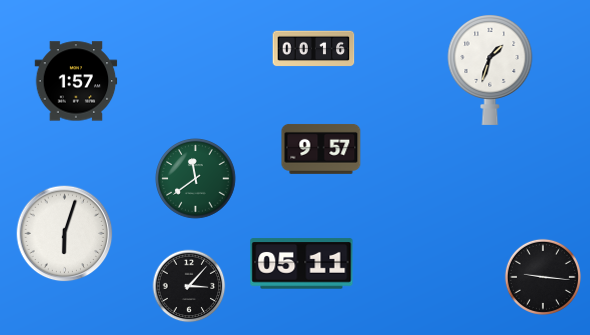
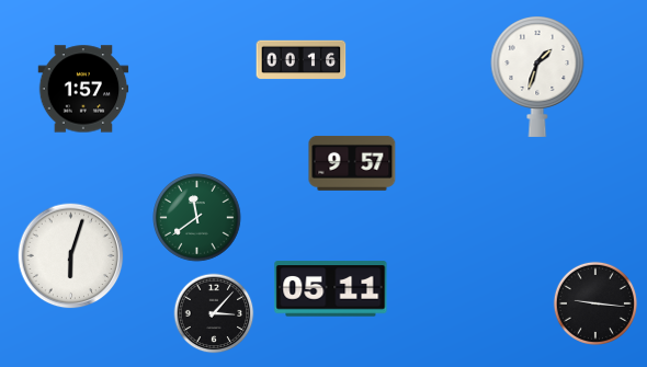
clock at (314, 49) position: (314, 49) -> (302, 60)
clock at (196, 179) position: (196, 179) -> (197, 218)
clock at (189, 286) position: (189, 286) -> (214, 313)
